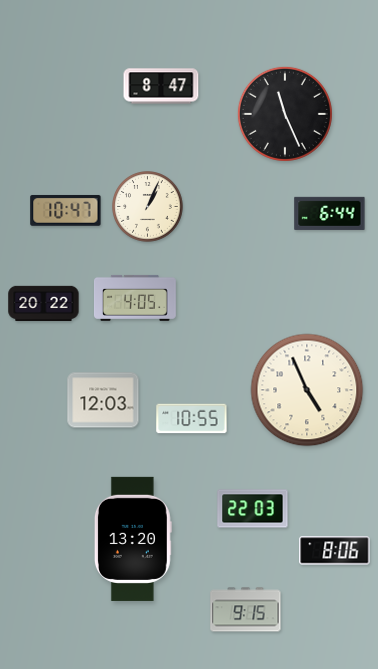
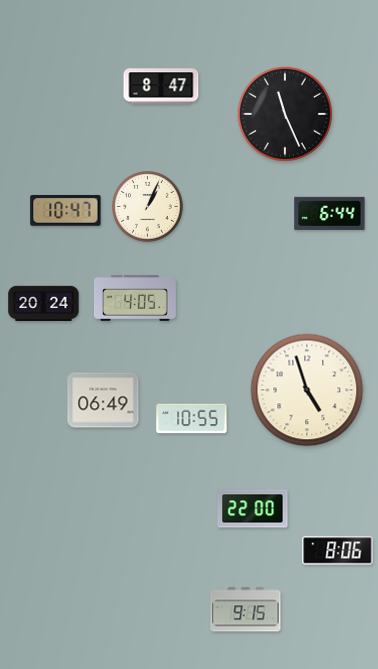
clock at (44, 303): 20:22 -> 20:24
clock at (307, 390): 4:56 -> 4:57
clock at (103, 400): 12:03 -> 06:49
clock at (253, 509): 22:03 -> 22:00
clock at (133, 539): 13:20 -> none
clock at (335, 551) position: (335, 551) -> (338, 551)
